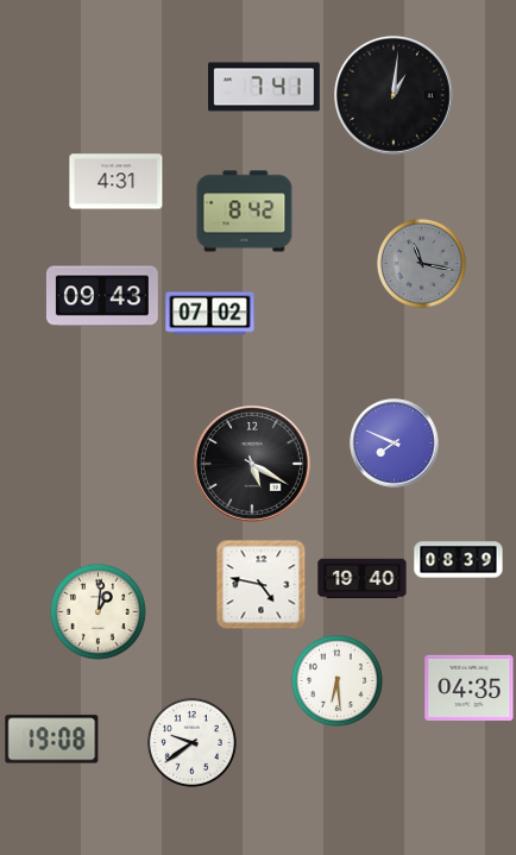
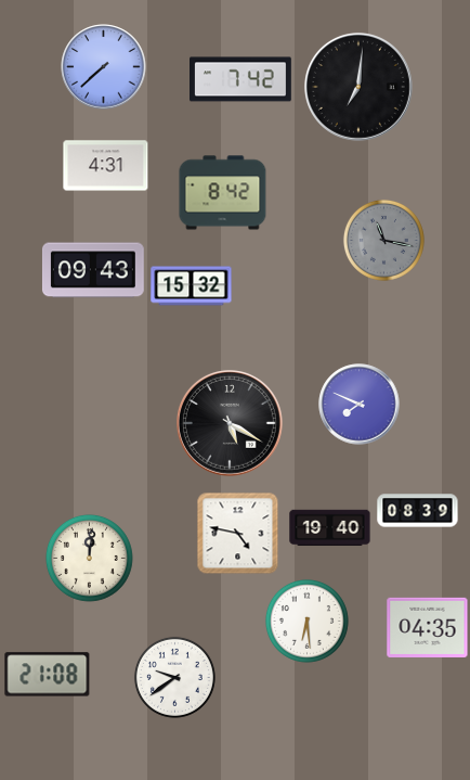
clock at (104, 67): none -> 7:38
clock at (265, 87): 7:41 -> 7:42
clock at (394, 95): 1:01 -> 7:01
clock at (210, 314): 07:02 -> 15:32
clock at (99, 612): 1:01 -> 12:01
clock at (52, 740): 19:08 -> 21:08
